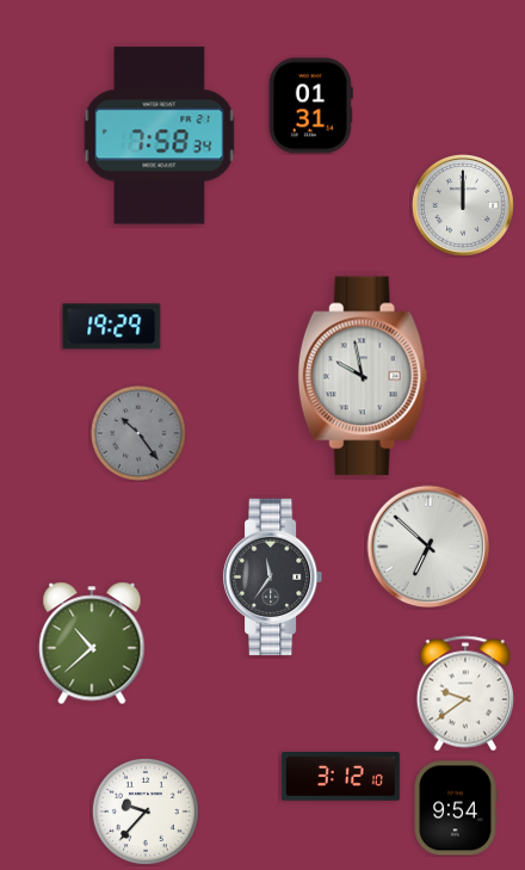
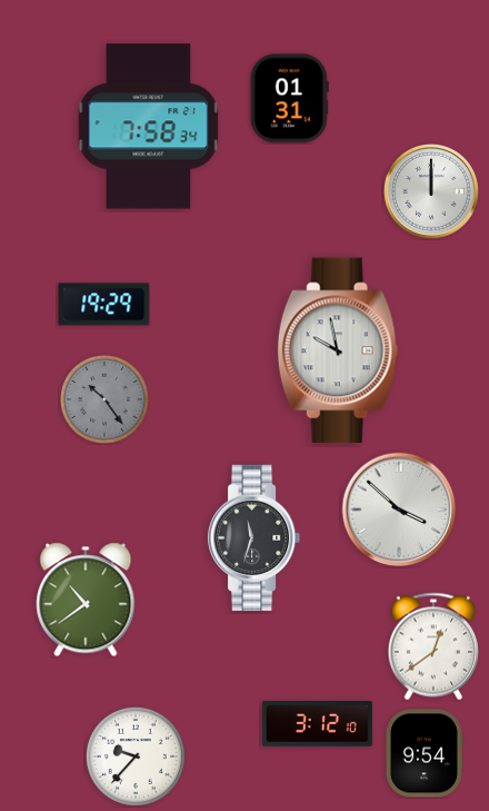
clock at (138, 433) position: (138, 433) -> (104, 399)
clock at (428, 547): 6:52 -> 3:52
clock at (273, 578): 11:36 -> 11:33
clock at (92, 643): 10:38 -> 10:39
clock at (465, 693): 9:39 -> 12:39
